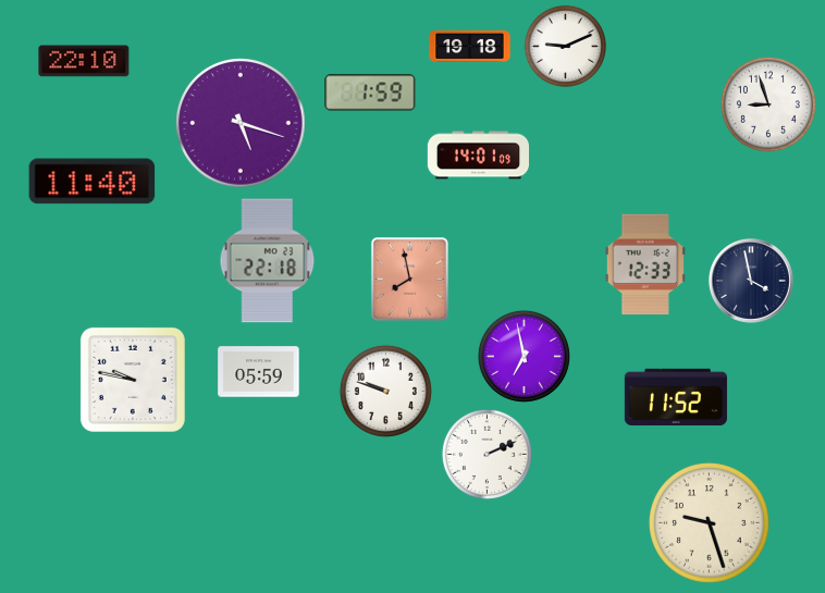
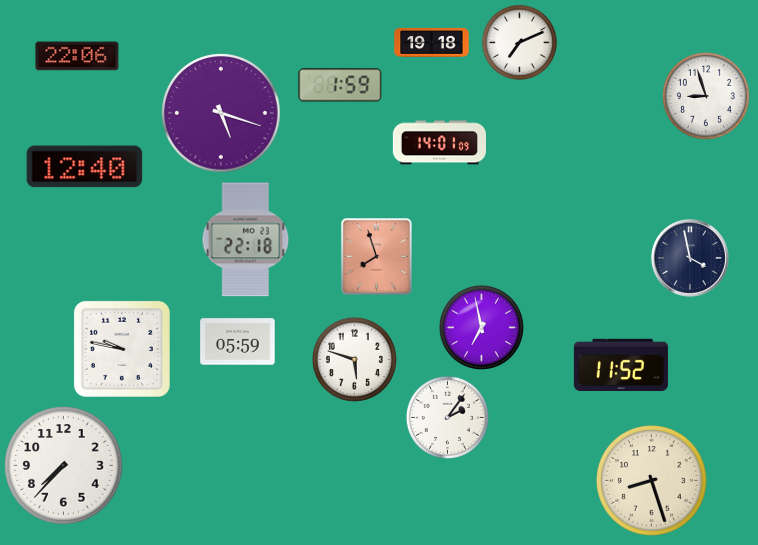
clock at (565, 46): 9:11 -> 7:11
clock at (84, 61): 22:10 -> 22:06
clock at (93, 182): 11:40 -> 12:40
clock at (645, 264): 12:33 -> none
clock at (409, 280): 7:58 -> 7:57
clock at (385, 391): 9:48 -> 5:48
clock at (487, 454): 2:11 -> 2:06
clock at (64, 466): none -> 7:37
clock at (710, 523): 9:27 -> 8:27
